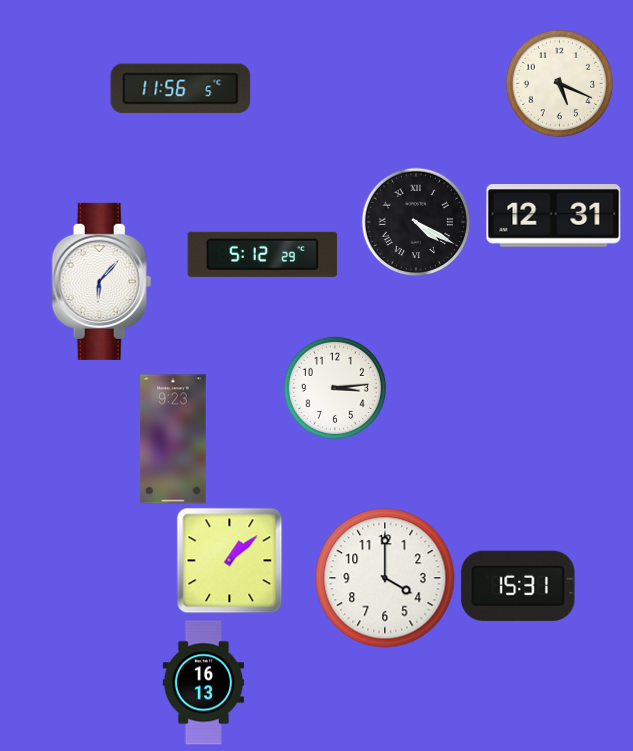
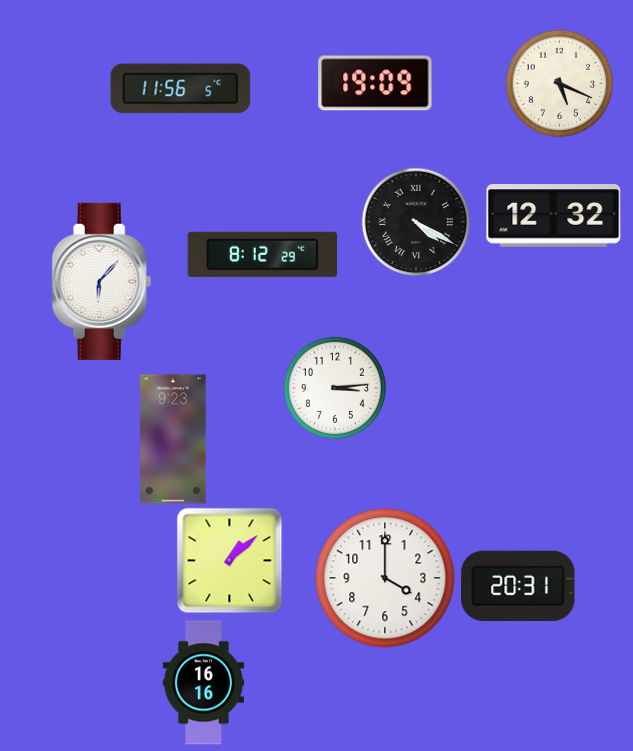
clock at (375, 83): none -> 19:09
clock at (554, 216): 12:31 -> 12:32
clock at (262, 254): 5:12 -> 8:12
clock at (518, 586): 15:31 -> 20:31
clock at (203, 683): 16:13 -> 16:16
